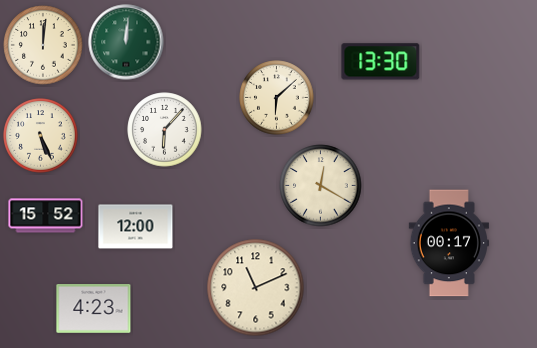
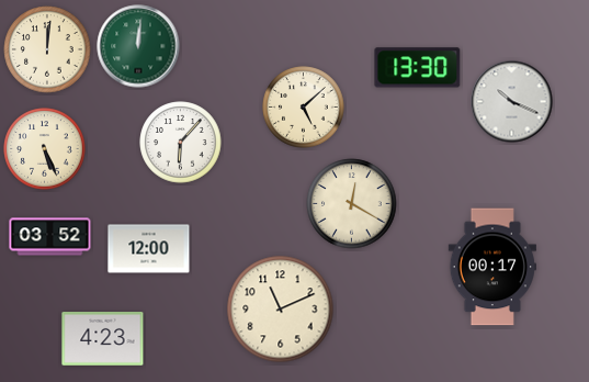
clock at (512, 102): none -> 10:19
clock at (277, 98): 6:08 -> 5:08
clock at (46, 216): 15:52 -> 03:52
clock at (256, 288) position: (256, 288) -> (281, 310)
